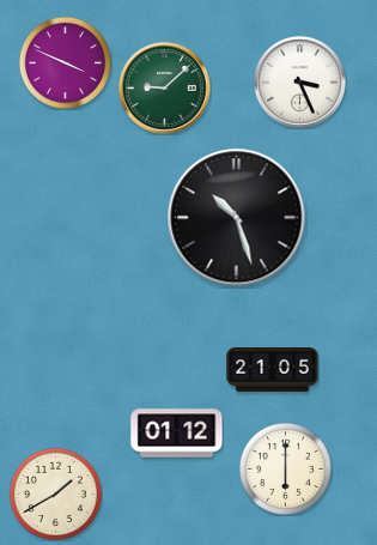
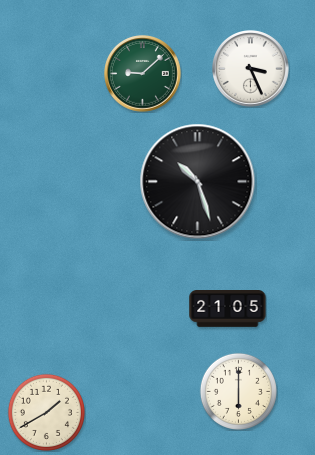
clock at (65, 62): 3:49 -> none
clock at (165, 89) position: (165, 89) -> (143, 74)
clock at (177, 434): 01:12 -> none
